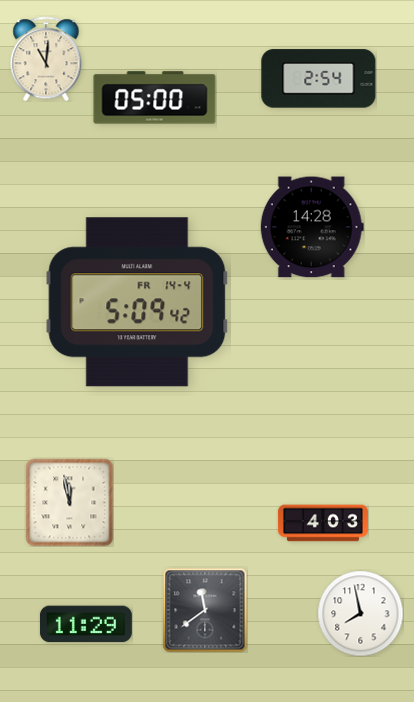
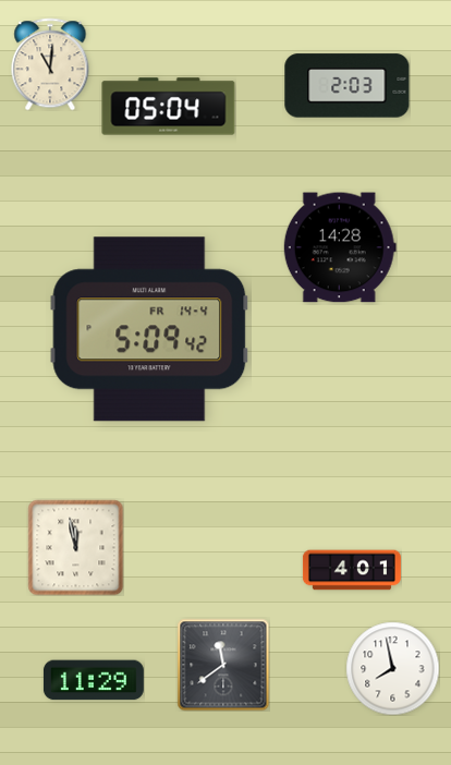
clock at (319, 79): 2:54 -> 2:03
clock at (155, 98): 05:00 -> 05:04
clock at (323, 523): 4:03 -> 4:01
